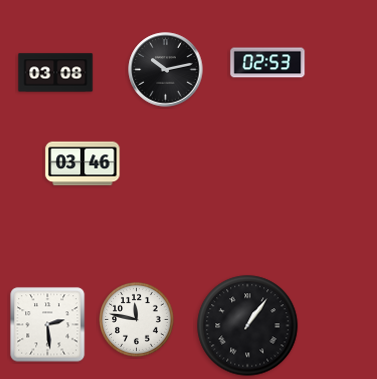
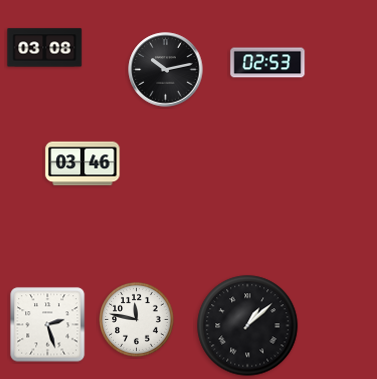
clock at (56, 73) position: (56, 73) -> (45, 48)
clock at (48, 325): 2:29 -> 2:27
clock at (248, 326): 1:06 -> 1:08
